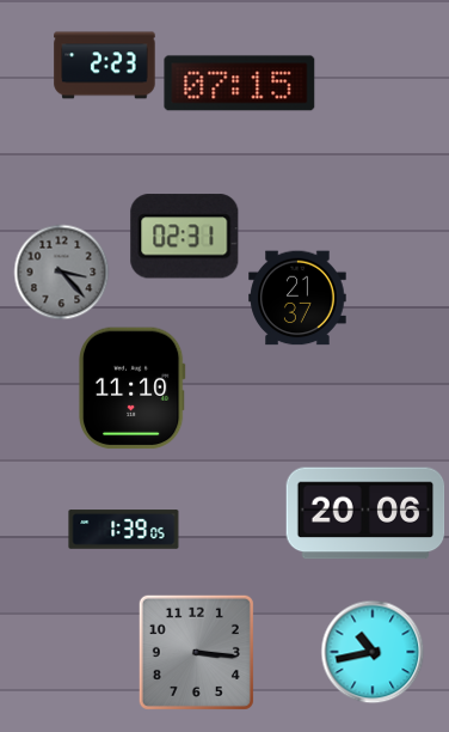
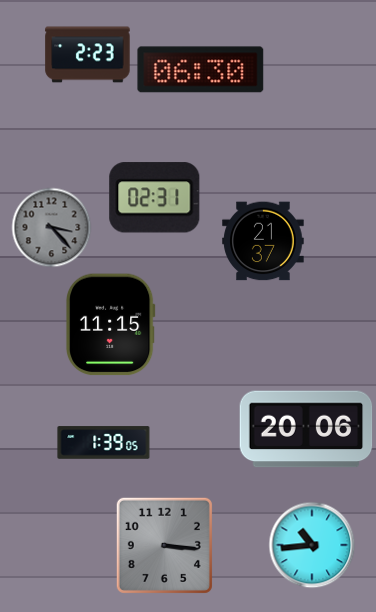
clock at (240, 84): 07:15 -> 06:30
clock at (297, 298) position: (297, 298) -> (263, 241)
clock at (131, 389): 11:10 -> 11:15
clock at (373, 652): 10:43 -> 10:44
